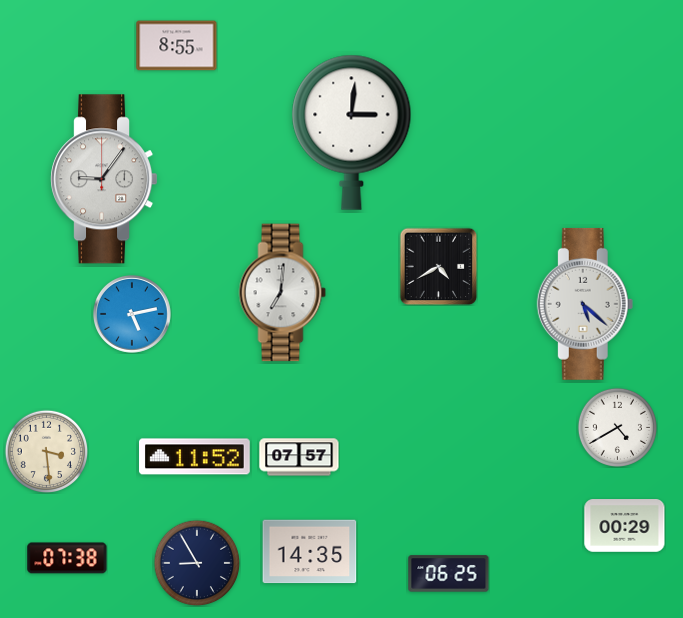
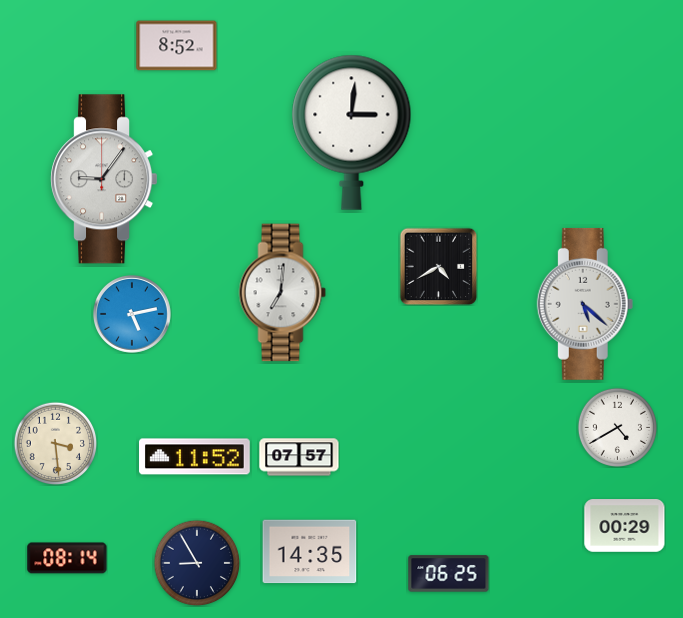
clock at (177, 46): 8:55 -> 8:52
clock at (46, 451) position: (46, 451) -> (55, 443)
clock at (67, 558): 07:38 -> 08:14
